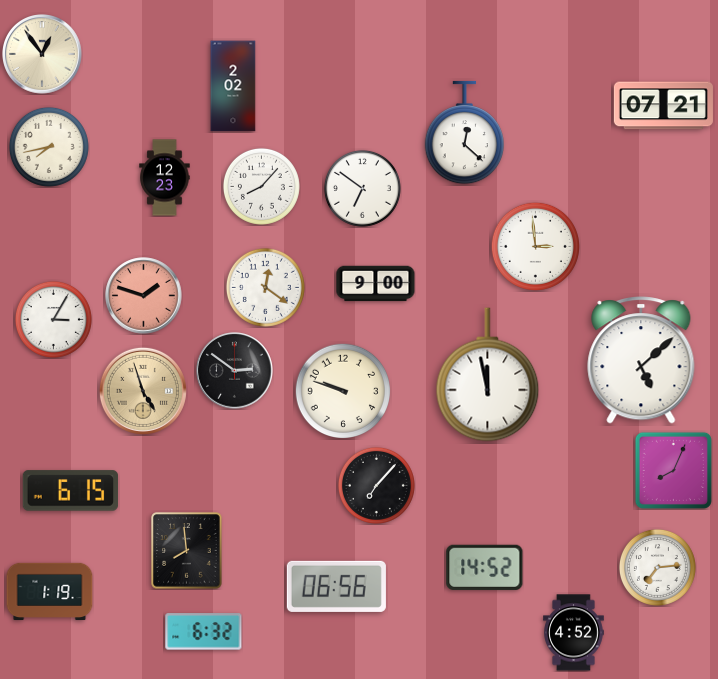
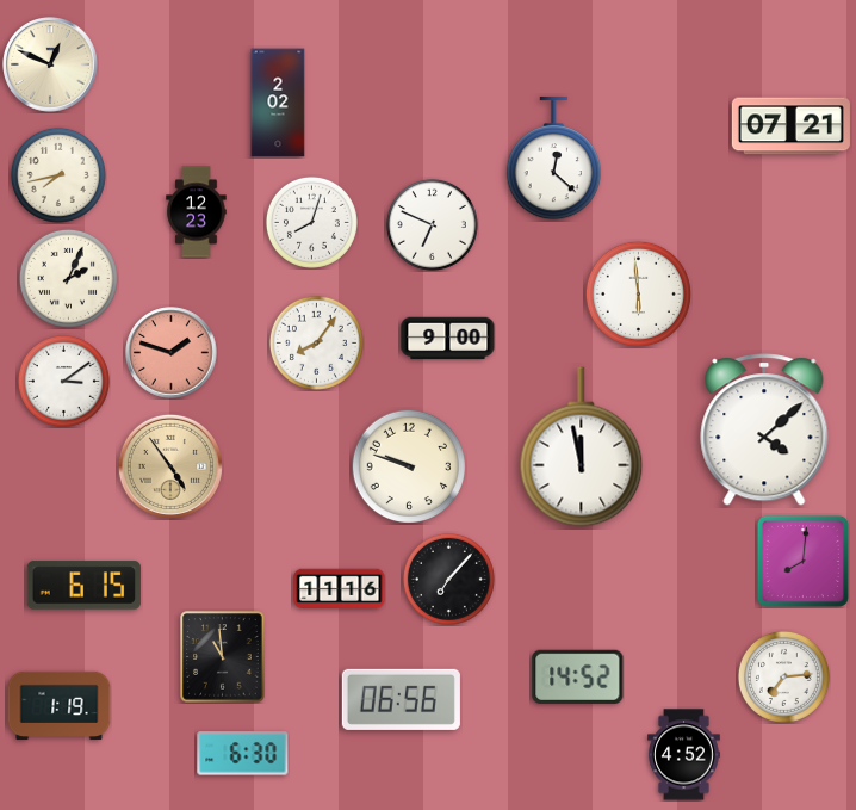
clock at (42, 54): 12:54 -> 12:49
clock at (261, 186): 8:07 -> 8:03
clock at (362, 188): 6:51 -> 6:49
clock at (68, 278): none -> 2:04
clock at (535, 246): 2:59 -> 5:59
clock at (265, 287): 12:21 -> 8:06
clock at (53, 319): 3:05 -> 3:09
clock at (641, 360): 5:08 -> 4:08
clock at (235, 371): 2:51 -> none
clock at (143, 391): 4:57 -> 4:54
clock at (673, 470): 8:04 -> 8:01
clock at (340, 589): none -> 11:16
clock at (187, 551): 7:59 -> 10:59
clock at (204, 632): 6:32 -> 6:30
